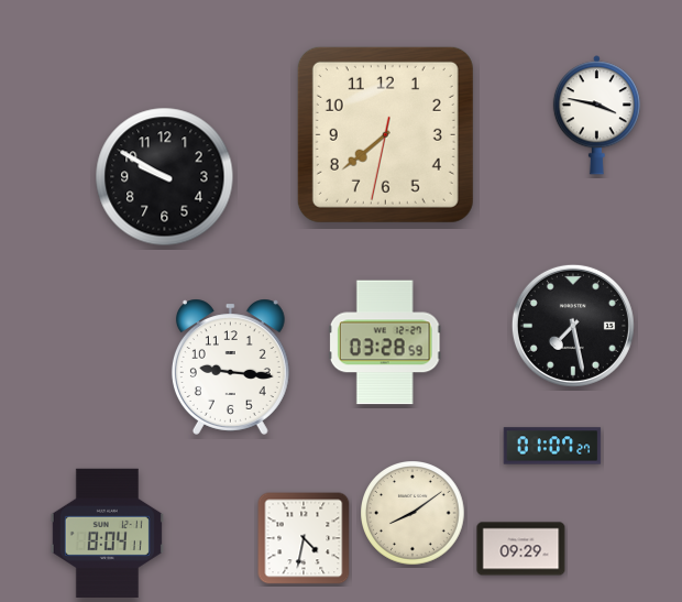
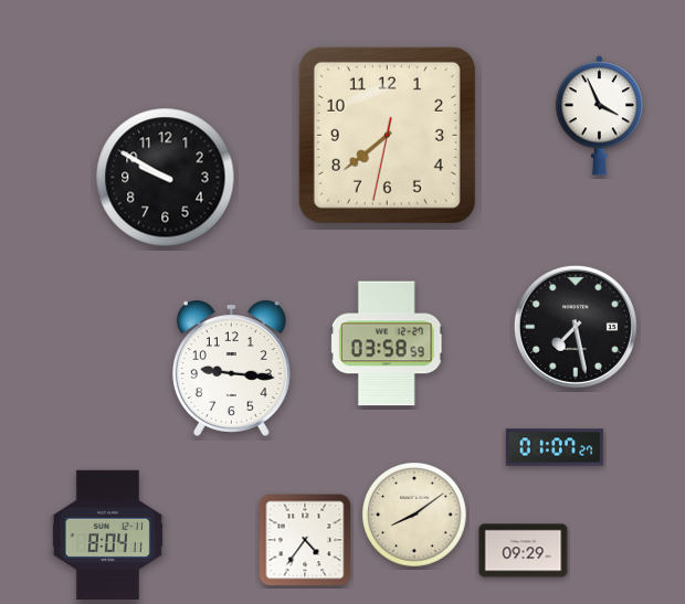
clock at (596, 116): 3:47 -> 3:56
clock at (385, 342): 03:28 -> 03:58
clock at (304, 538): 4:32 -> 4:36
